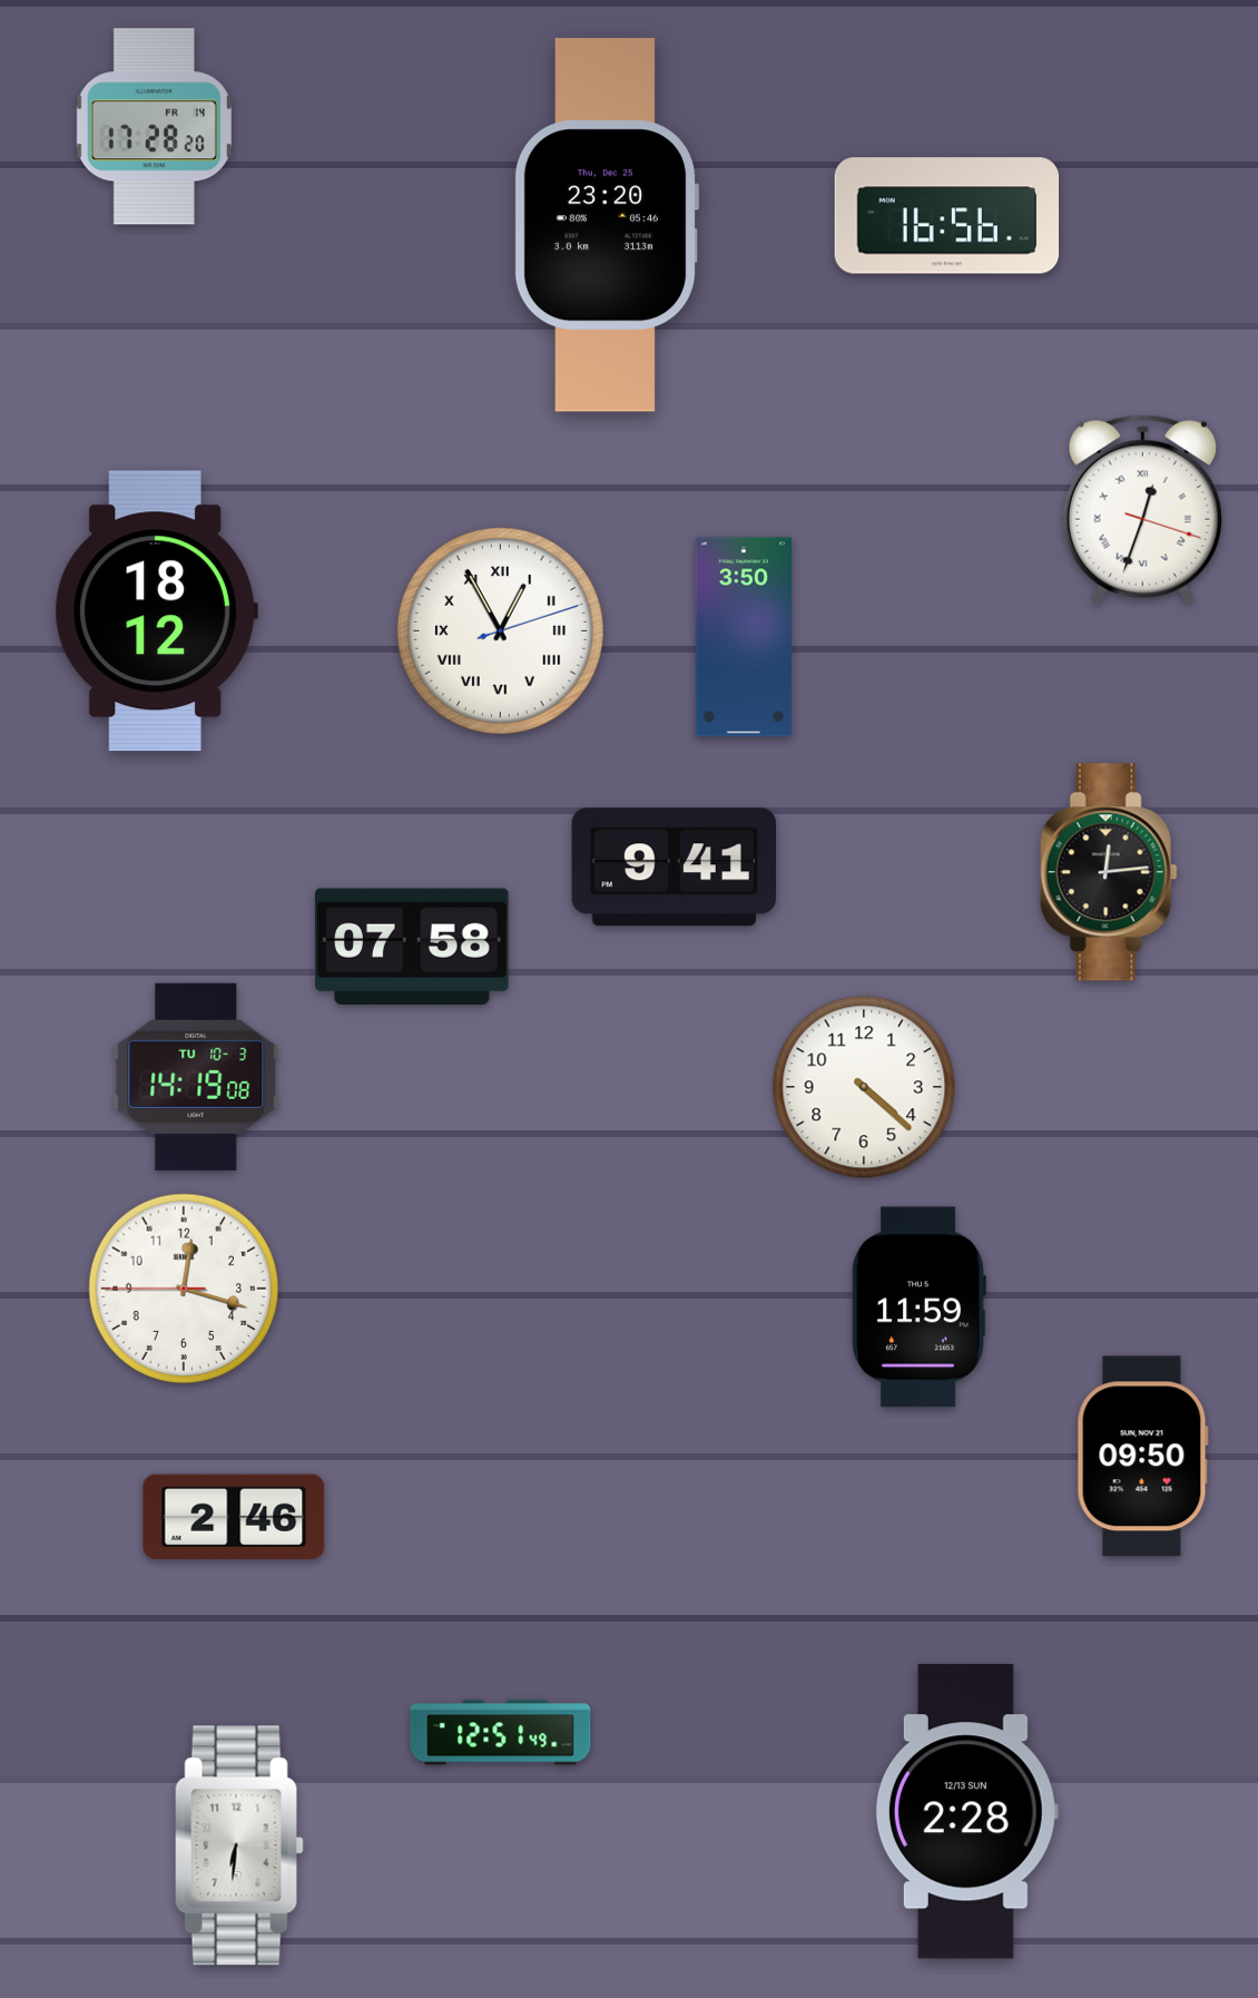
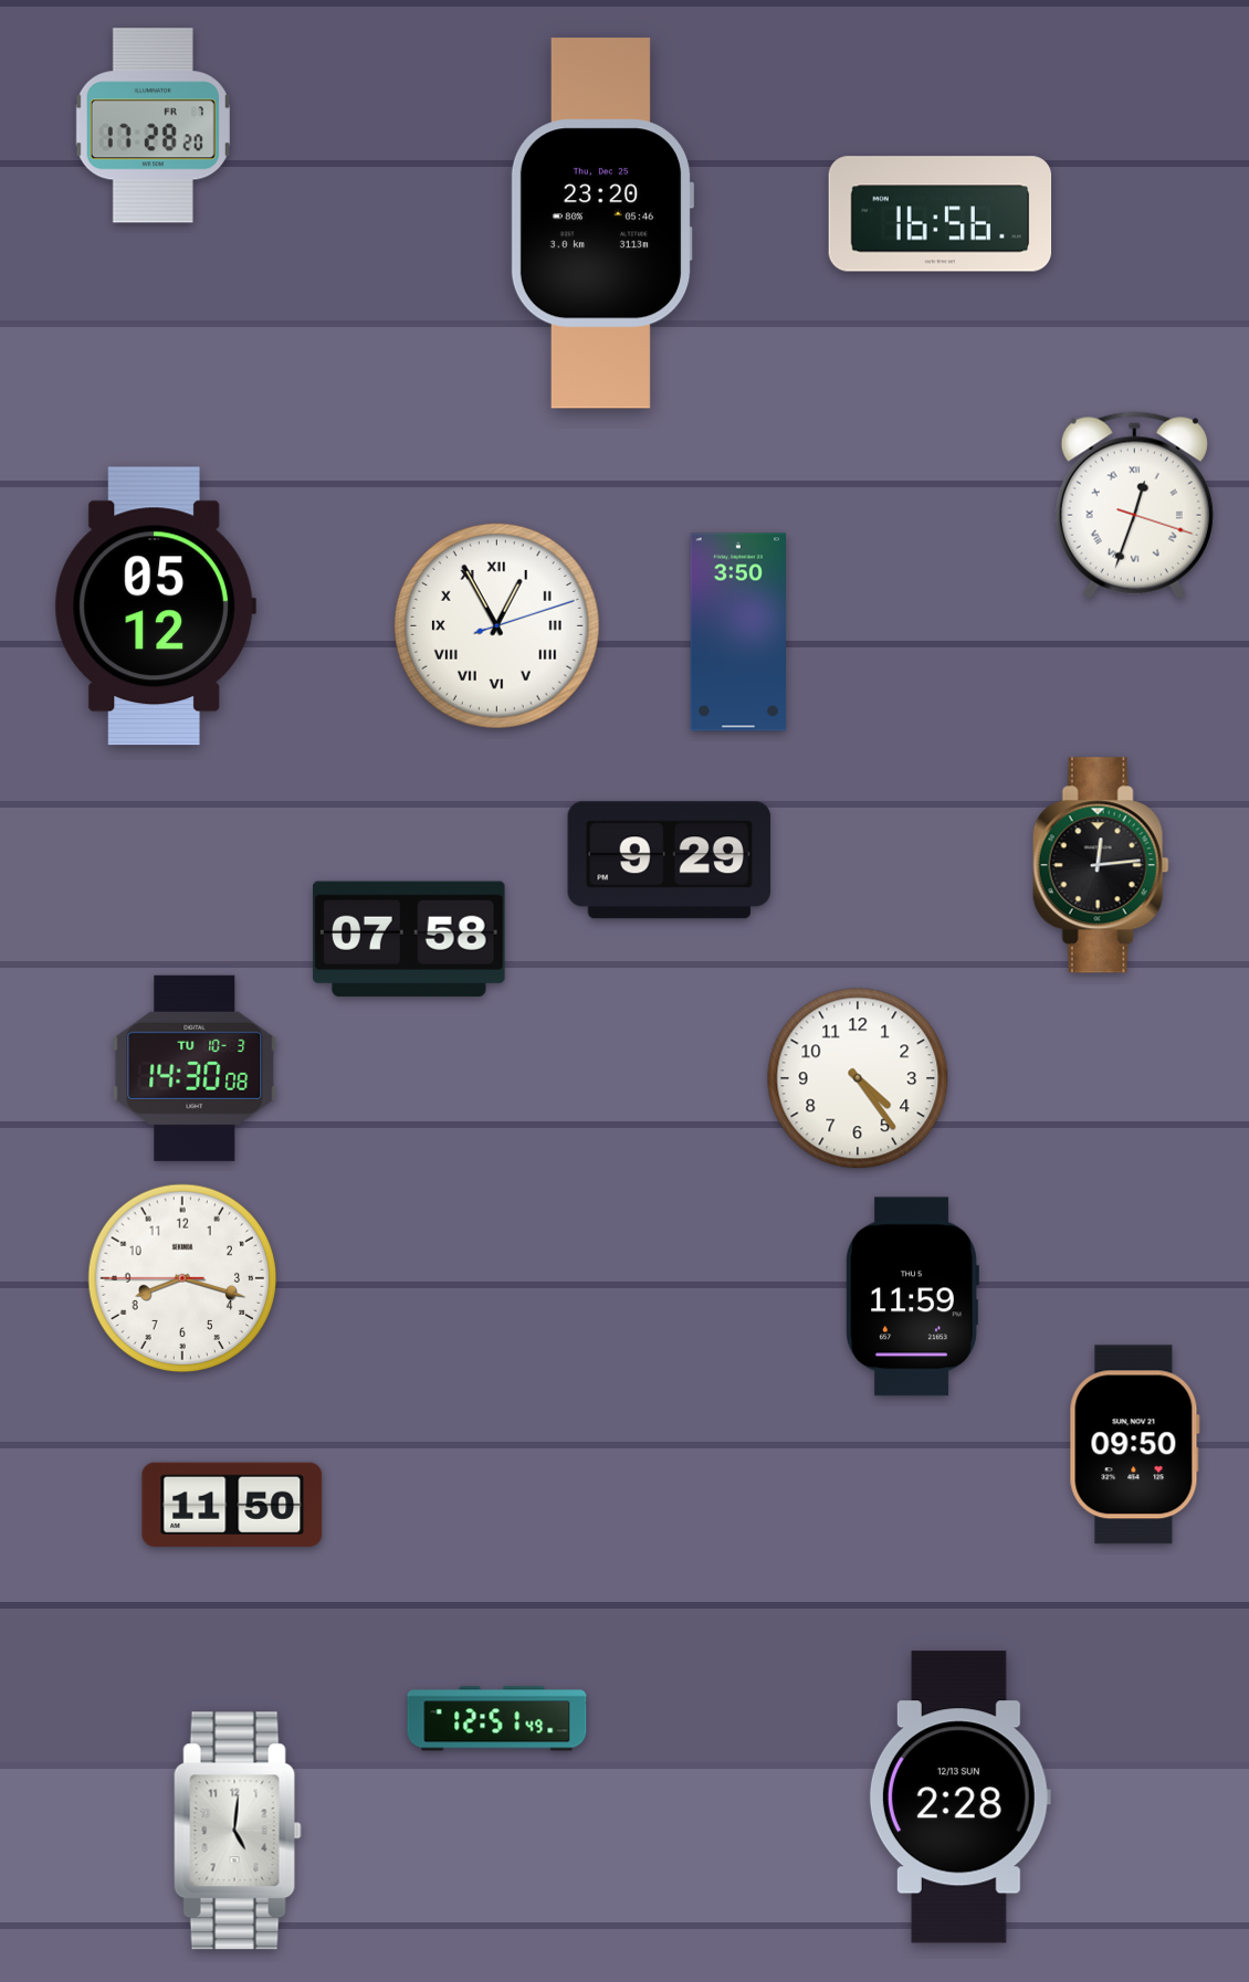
clock at (154, 127) date: FR 14 -> FR 7
clock at (156, 611): 18:12 -> 05:12
clock at (674, 868): 9:41 -> 9:29
clock at (196, 1077): 14:19 -> 14:30
clock at (864, 1087): 4:22 -> 4:24
clock at (184, 1289): 12:17 -> 8:17
clock at (234, 1517): 2:46 -> 11:50
clock at (239, 1845): 6:31 -> 5:01
